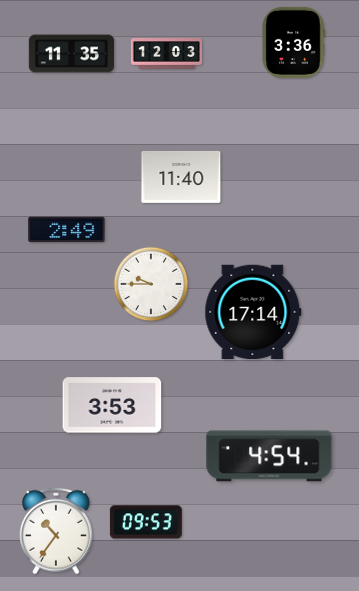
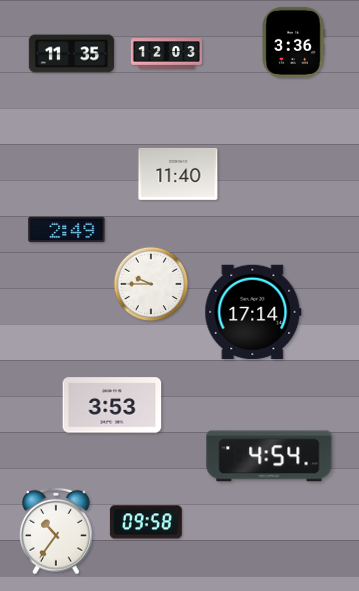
clock at (181, 177) position: (181, 177) -> (178, 174)
clock at (146, 522): 09:53 -> 09:58
